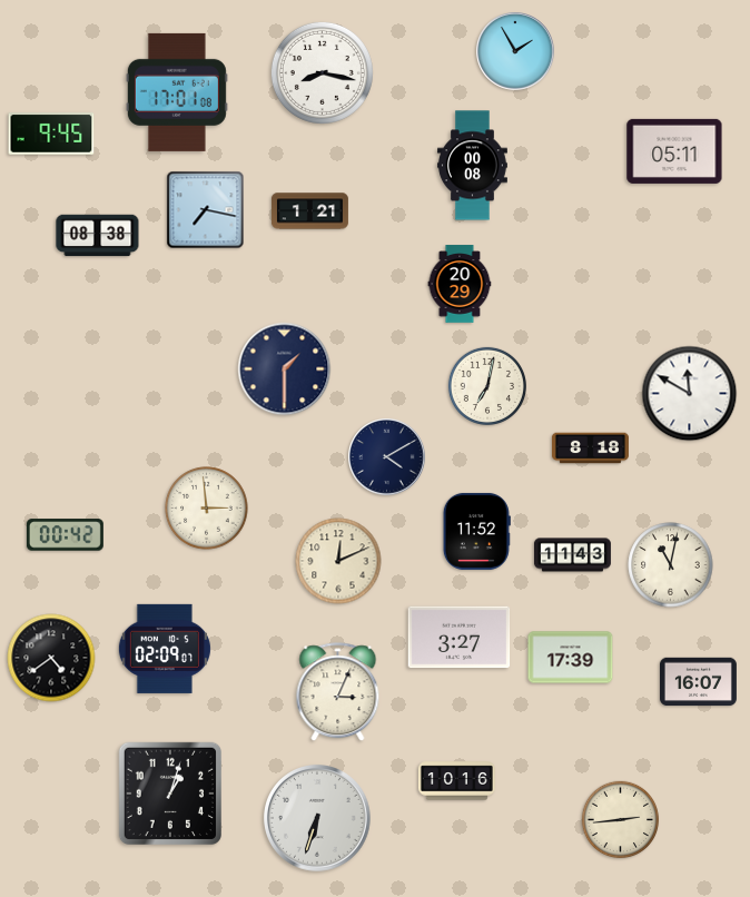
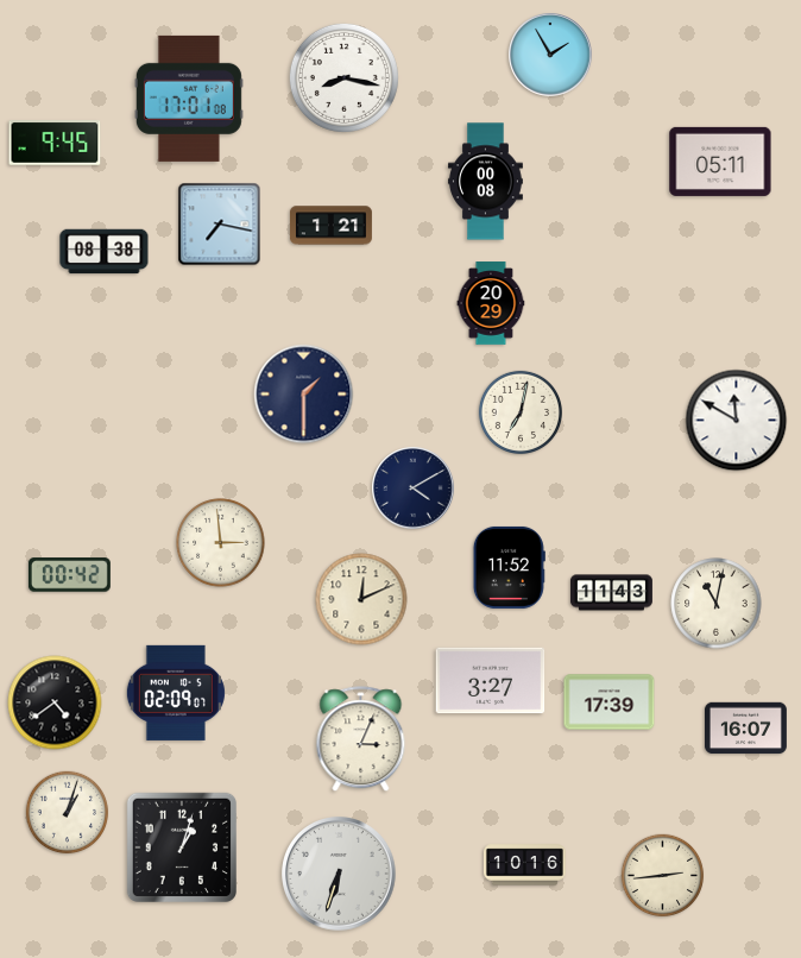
clock at (472, 166) position: (472, 166) -> (485, 182)
clock at (590, 448): 8:18 -> none
clock at (65, 535) position: (65, 535) -> (69, 575)
clock at (68, 813): none -> 1:03
clock at (456, 781) position: (456, 781) -> (524, 865)
